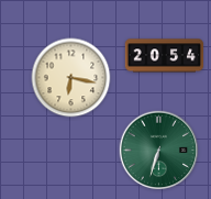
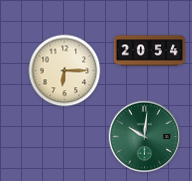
clock at (71, 78): 6:17 -> 6:15
clock at (159, 151): 6:33 -> 10:01
